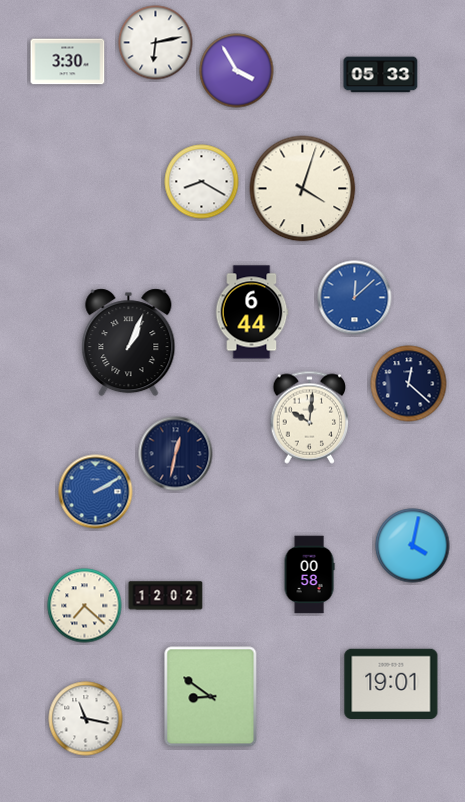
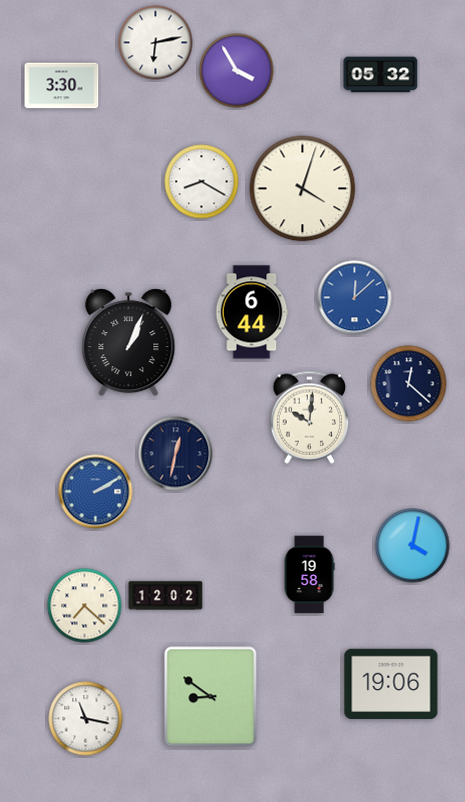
clock at (68, 62) position: (68, 62) -> (62, 86)
clock at (381, 75): 05:33 -> 05:32
clock at (309, 575): 00:58 -> 19:58
clock at (391, 683): 19:01 -> 19:06
